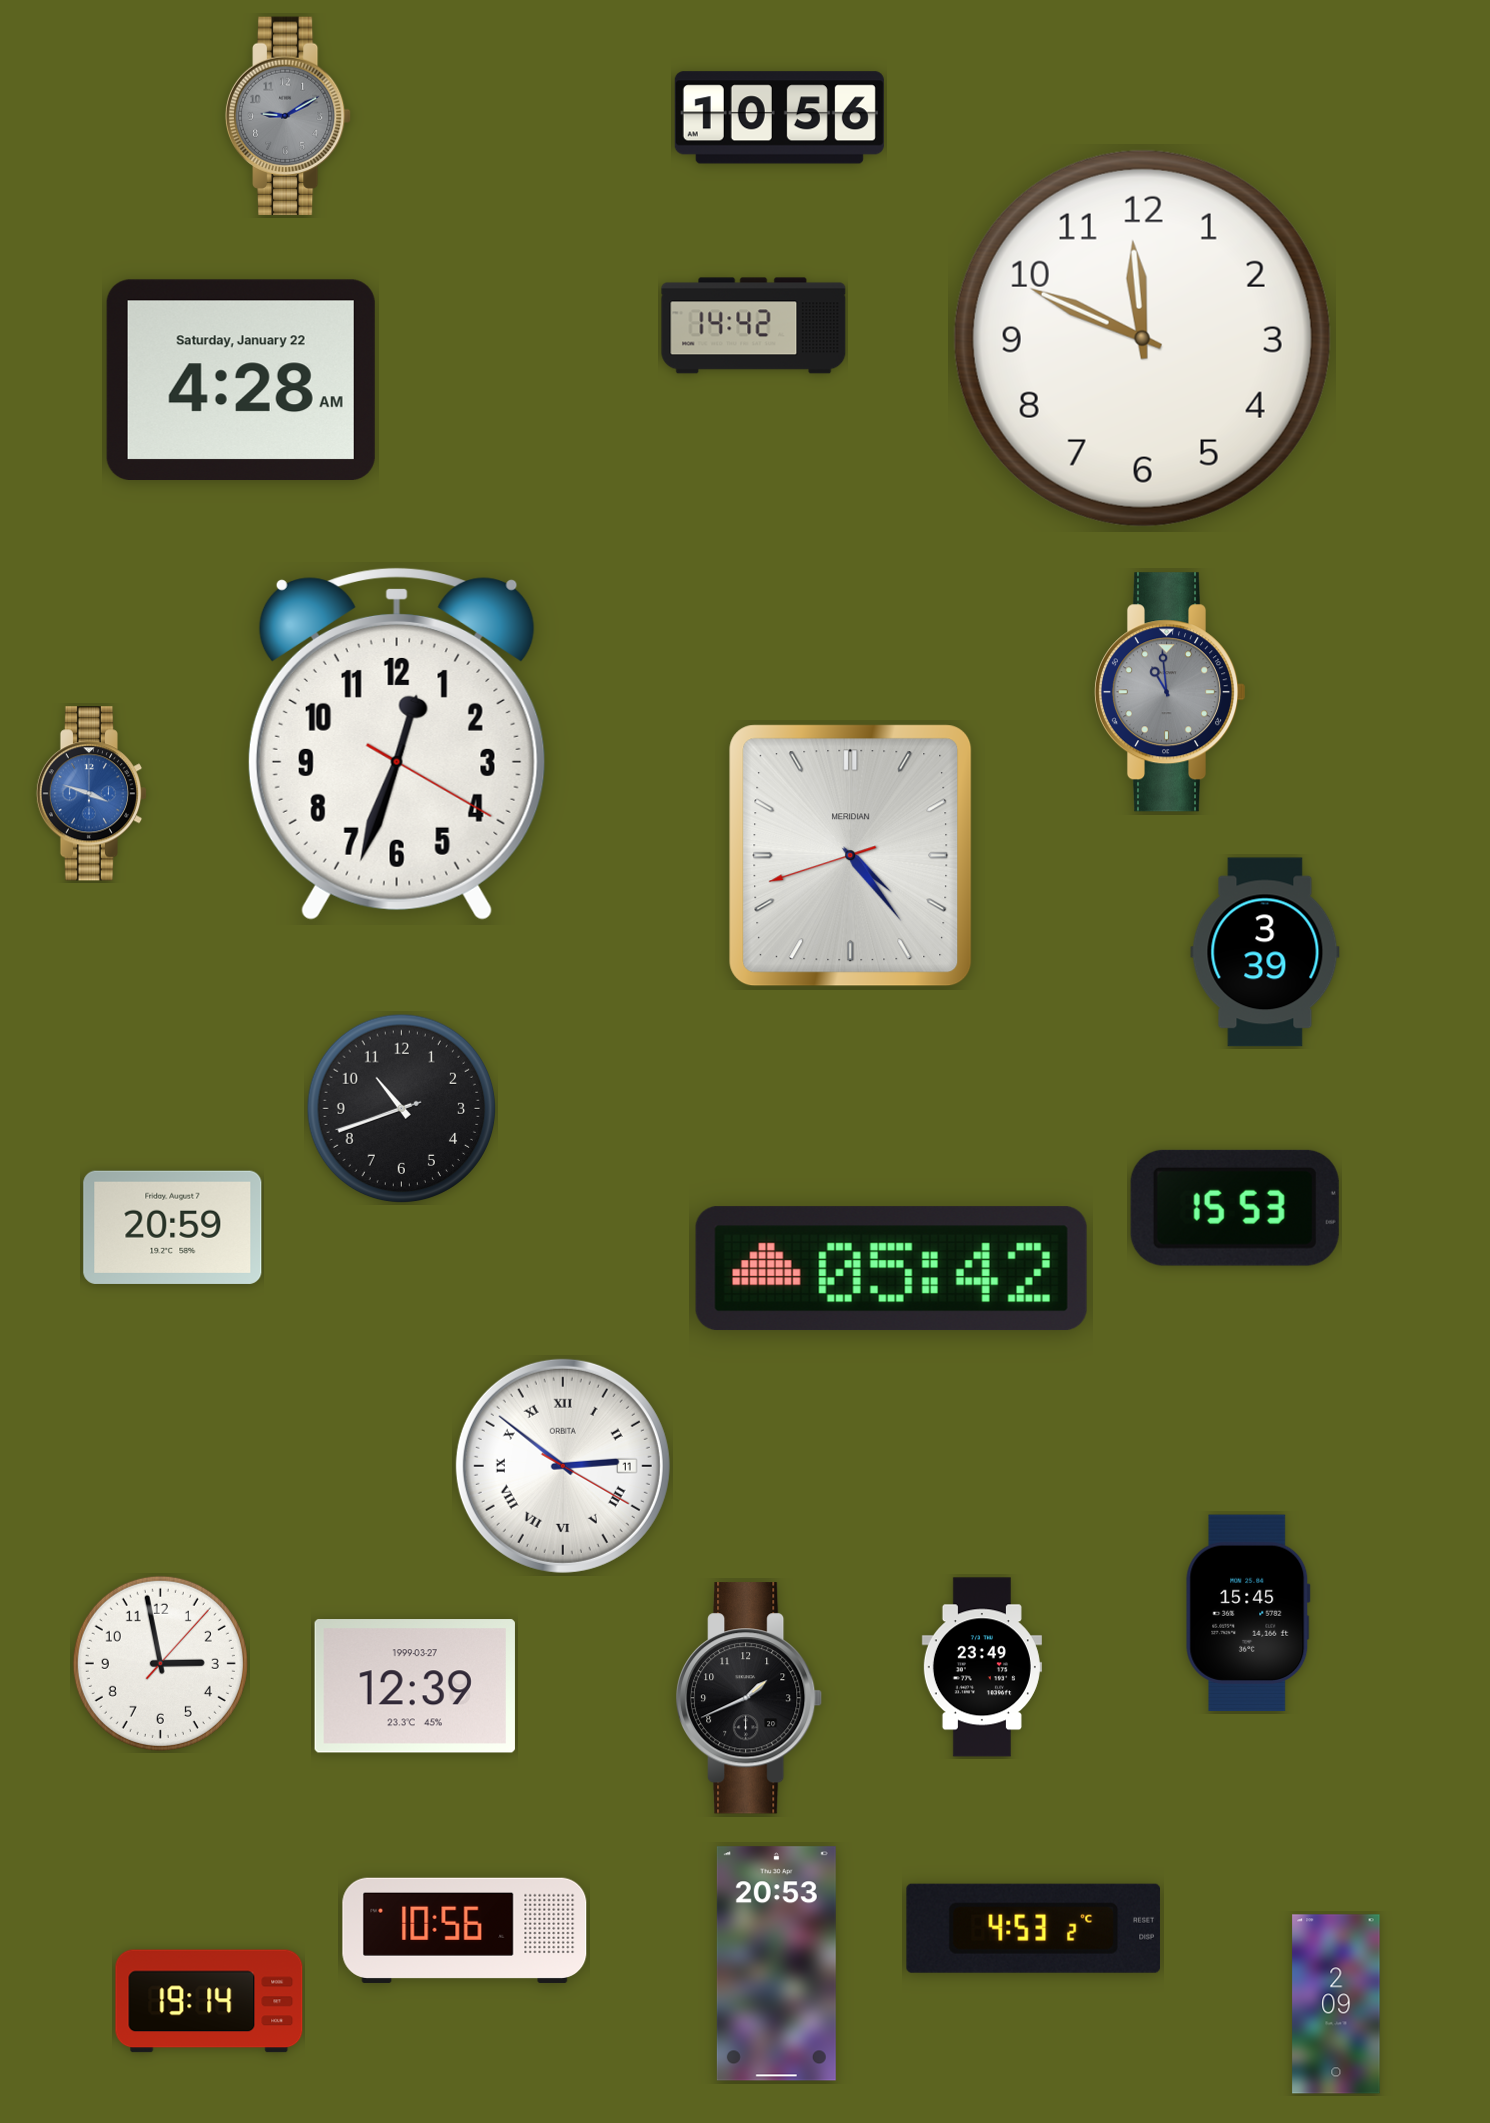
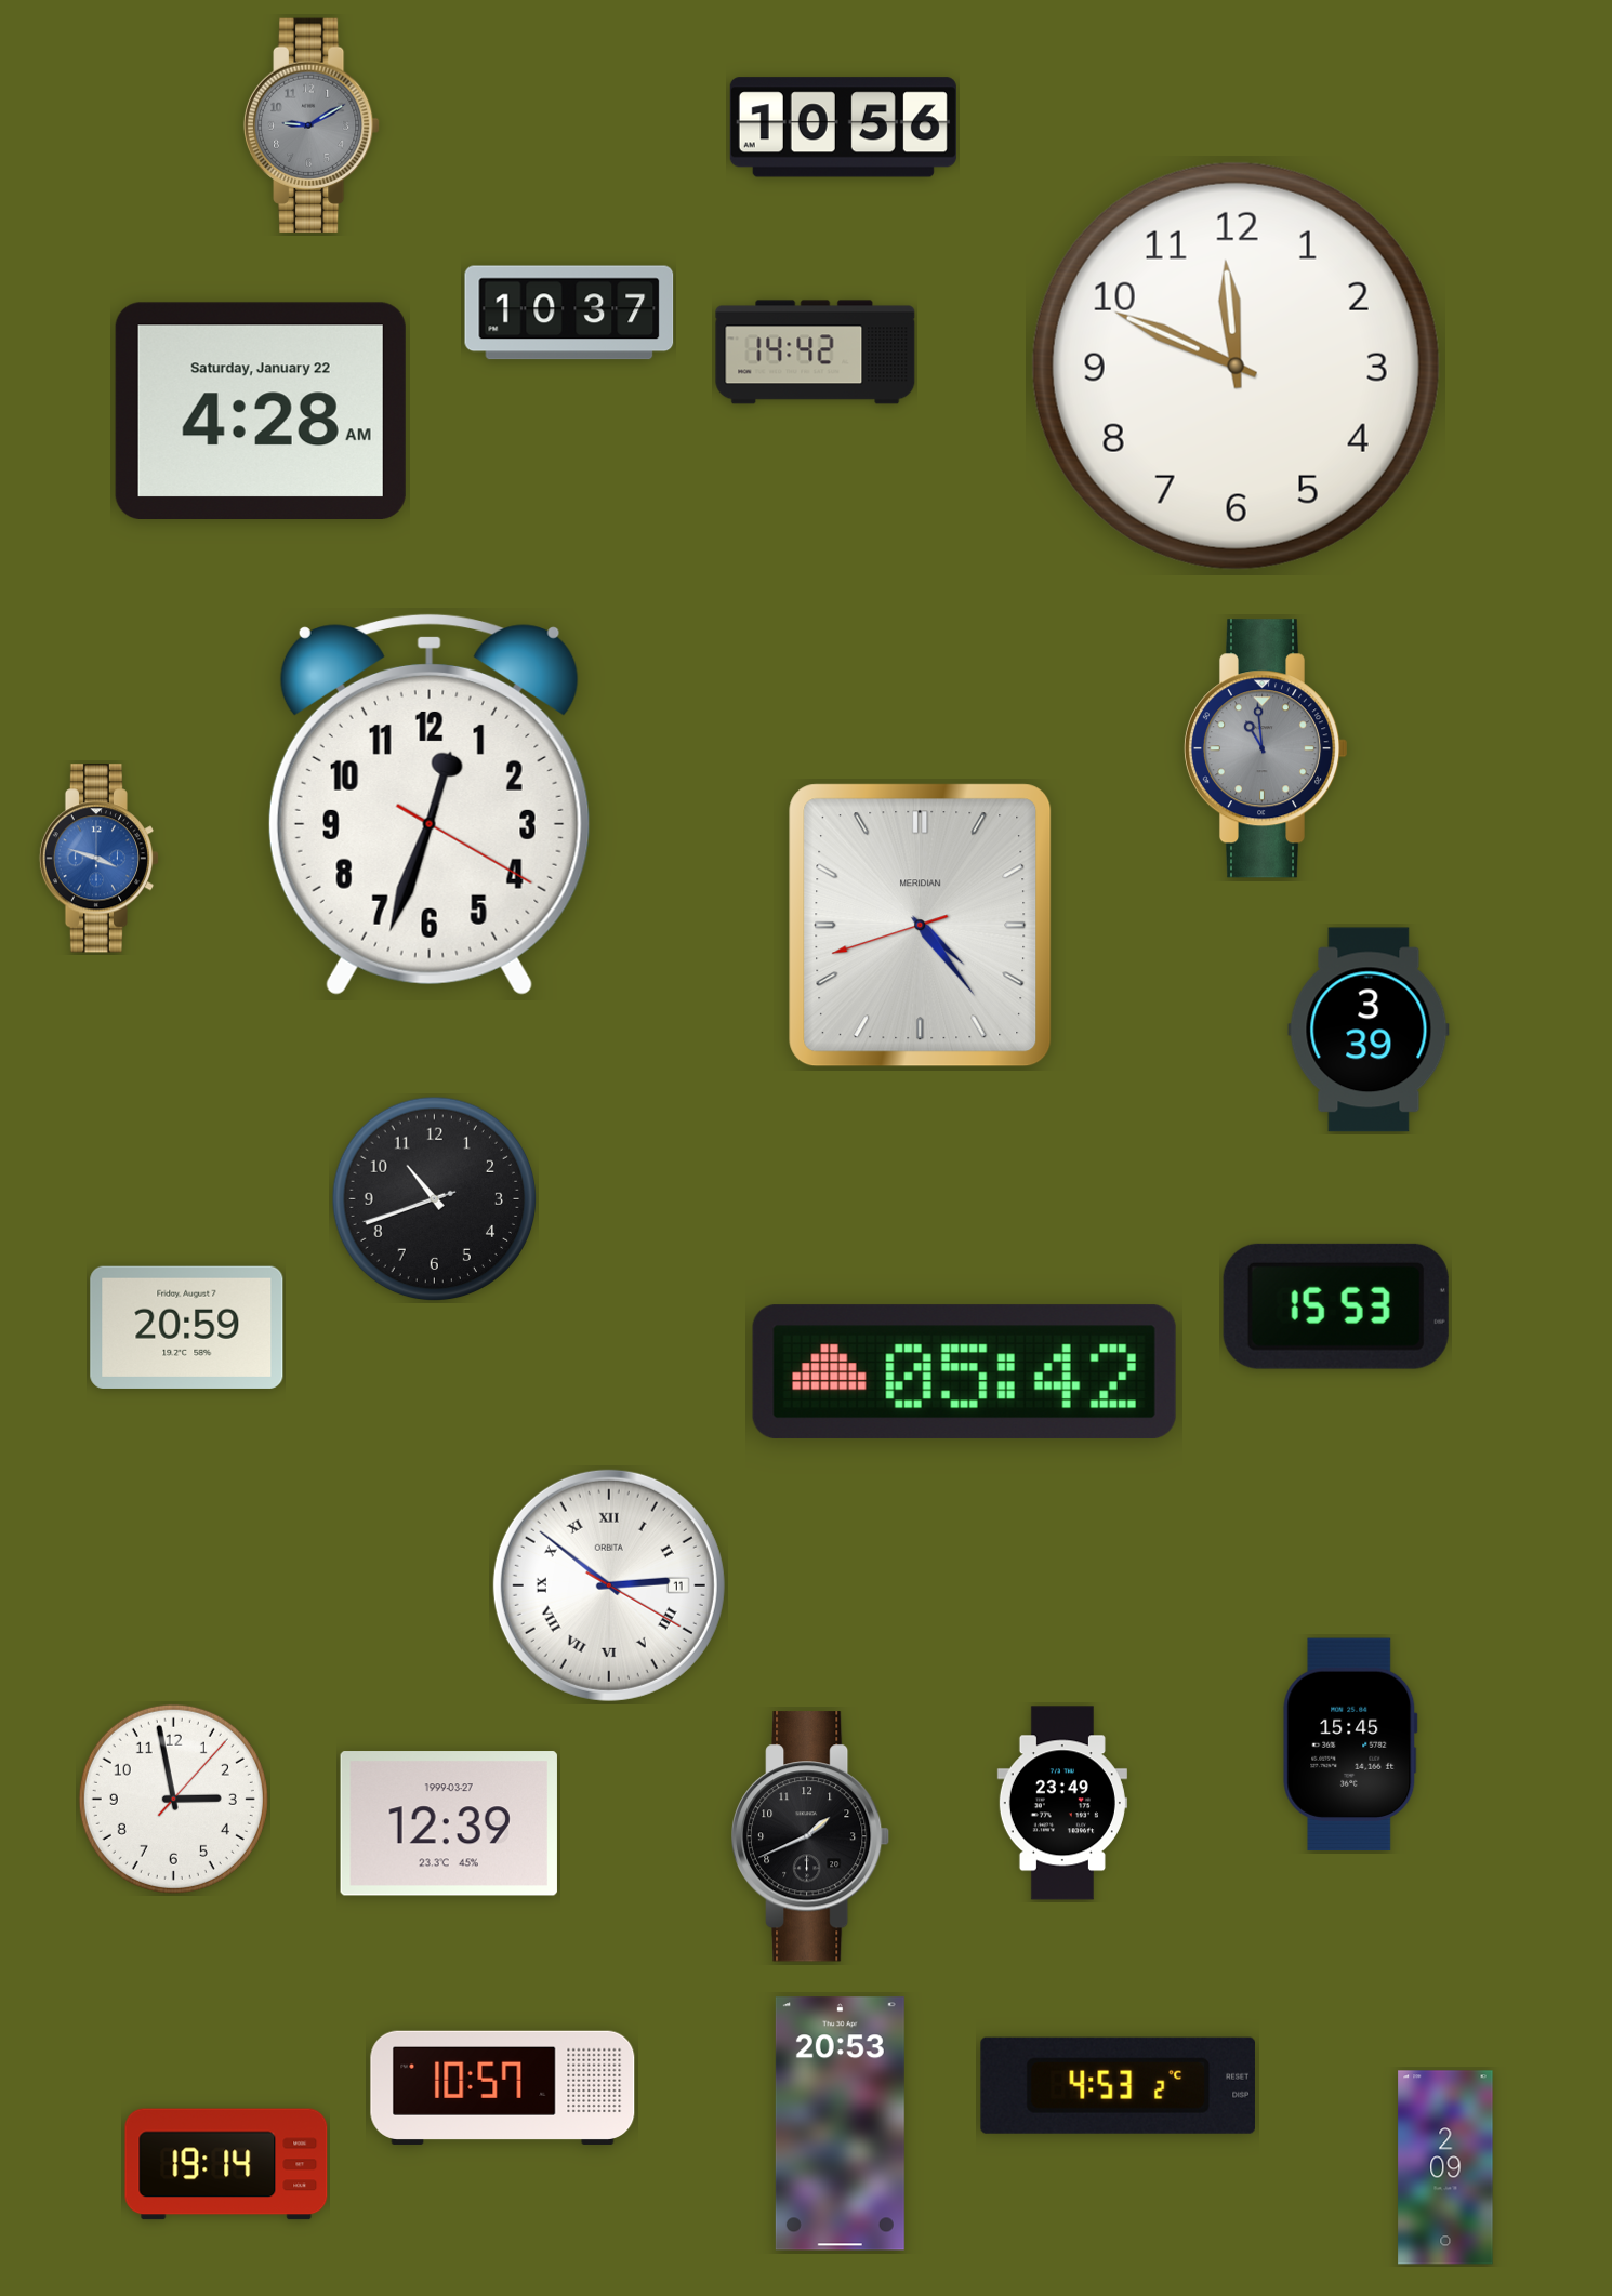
clock at (569, 313): none -> 10:37
clock at (465, 1930): 10:56 -> 10:57
